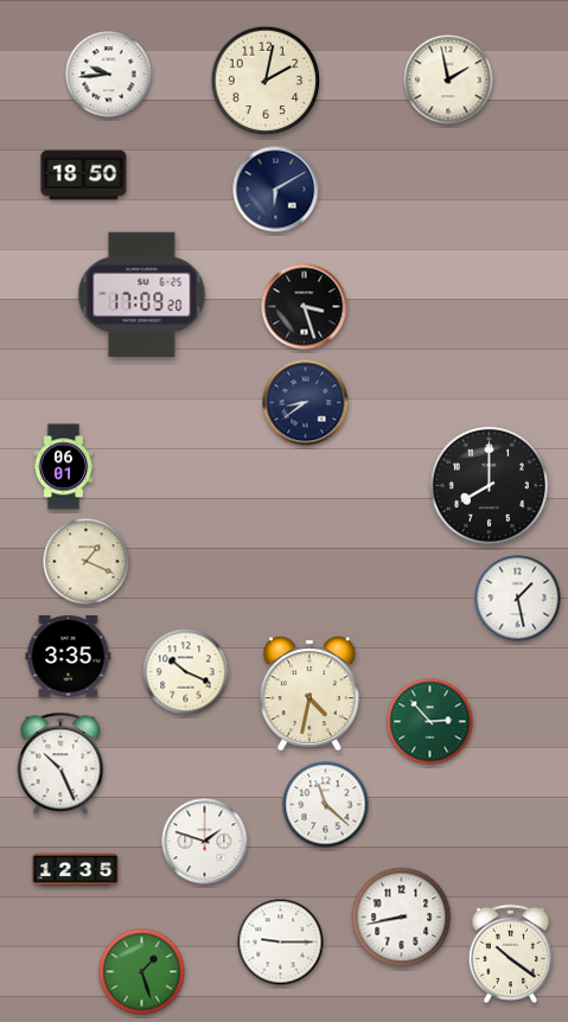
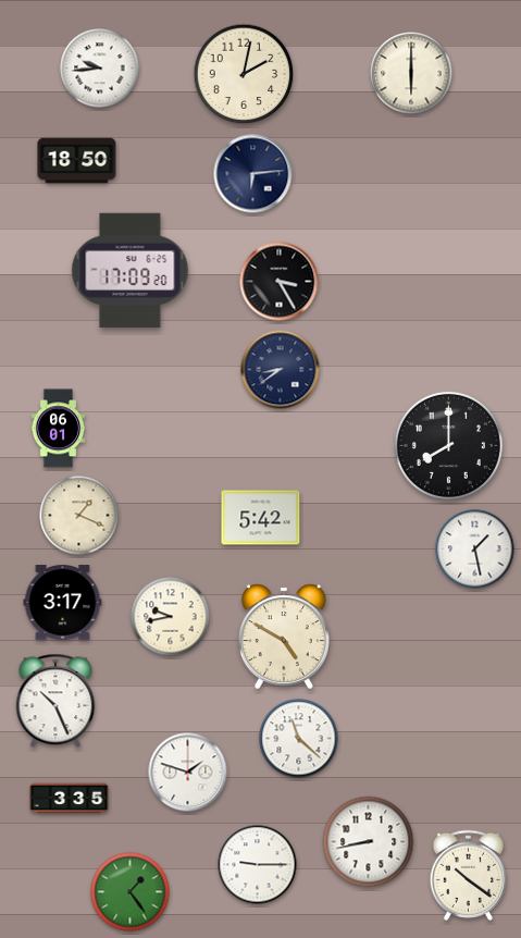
clock at (448, 79): 1:58 -> 6:00
clock at (276, 190): 6:10 -> 6:14
clock at (305, 307): 3:27 -> 3:25
clock at (261, 518): none -> 5:42
clock at (69, 657): 3:35 -> 3:17
clock at (186, 672): 10:19 -> 9:43
clock at (309, 694): 4:32 -> 4:50
clock at (430, 722): 2:53 -> none
clock at (76, 870): 12:35 -> 3:35
clock at (142, 972): 1:27 -> 1:24
